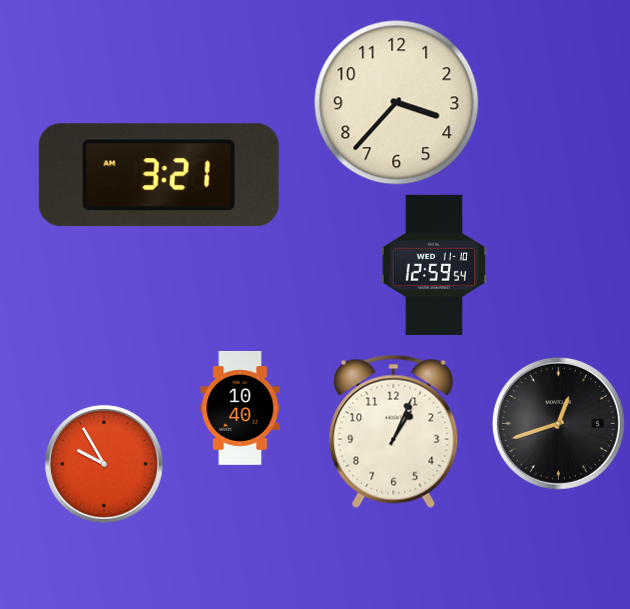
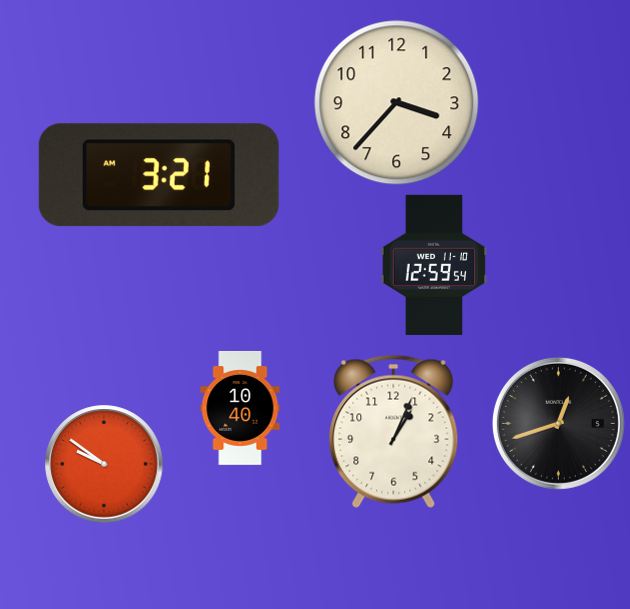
clock at (104, 464): 9:55 -> 9:51
